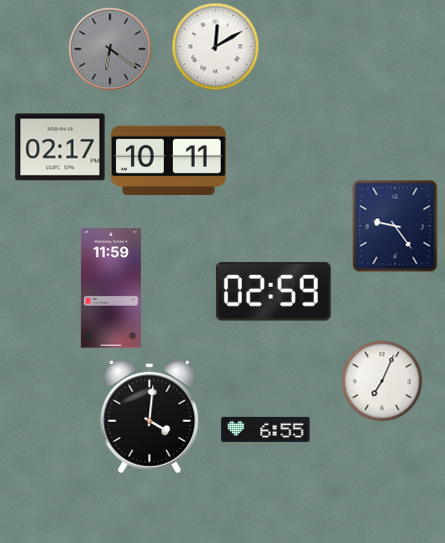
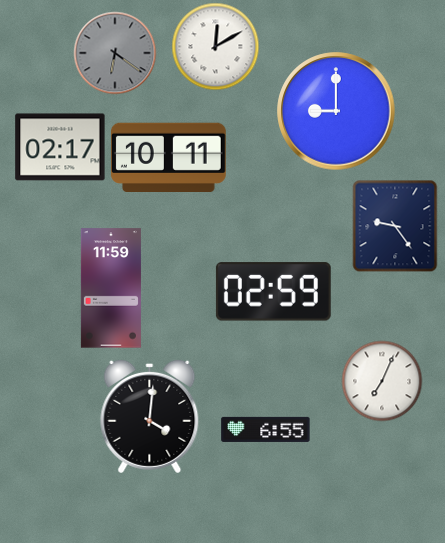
clock at (110, 49) position: (110, 49) -> (115, 53)
clock at (336, 111): none -> 9:00
clock at (168, 160) position: (168, 160) -> (168, 157)
